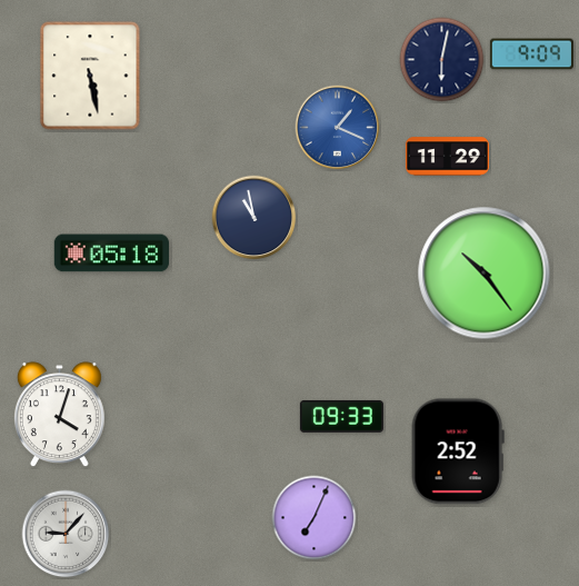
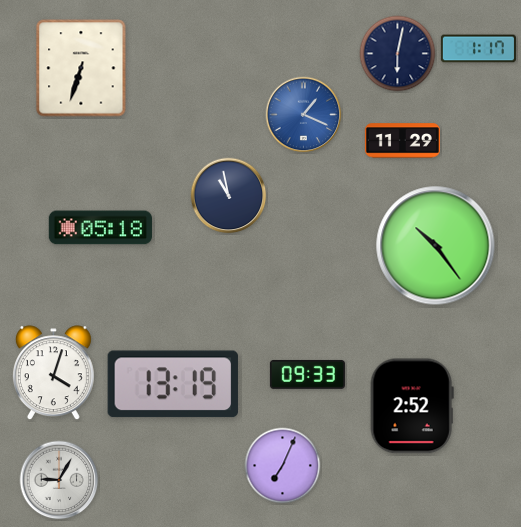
clock at (531, 54): 9:09 -> 1:17
clock at (90, 76): 5:28 -> 6:33
clock at (173, 384): none -> 13:19
clock at (66, 534): 9:07 -> 9:05
